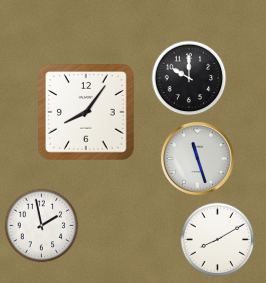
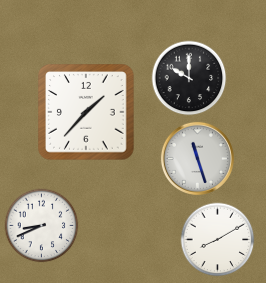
clock at (86, 112): 8:06 -> 1:37
clock at (42, 226): 1:58 -> 8:41
